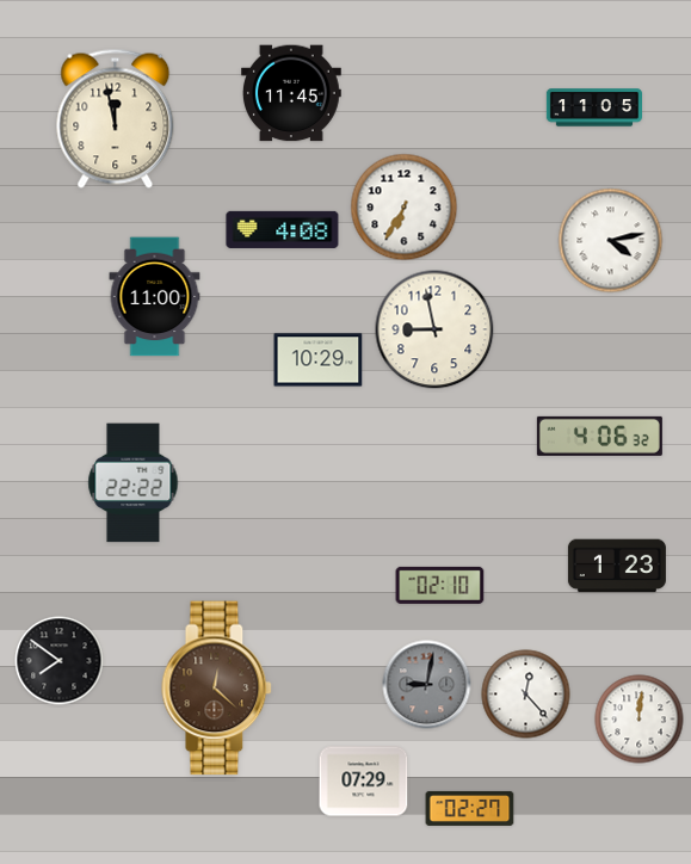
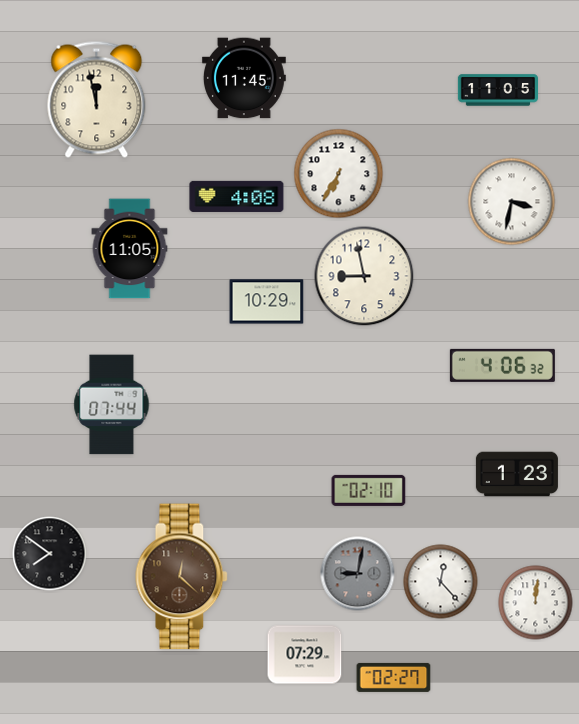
clock at (283, 229) position: (283, 229) -> (237, 196)
clock at (611, 241): 4:13 -> 3:32
clock at (155, 297): 11:00 -> 11:05
clock at (134, 483): 22:22 -> 07:44
